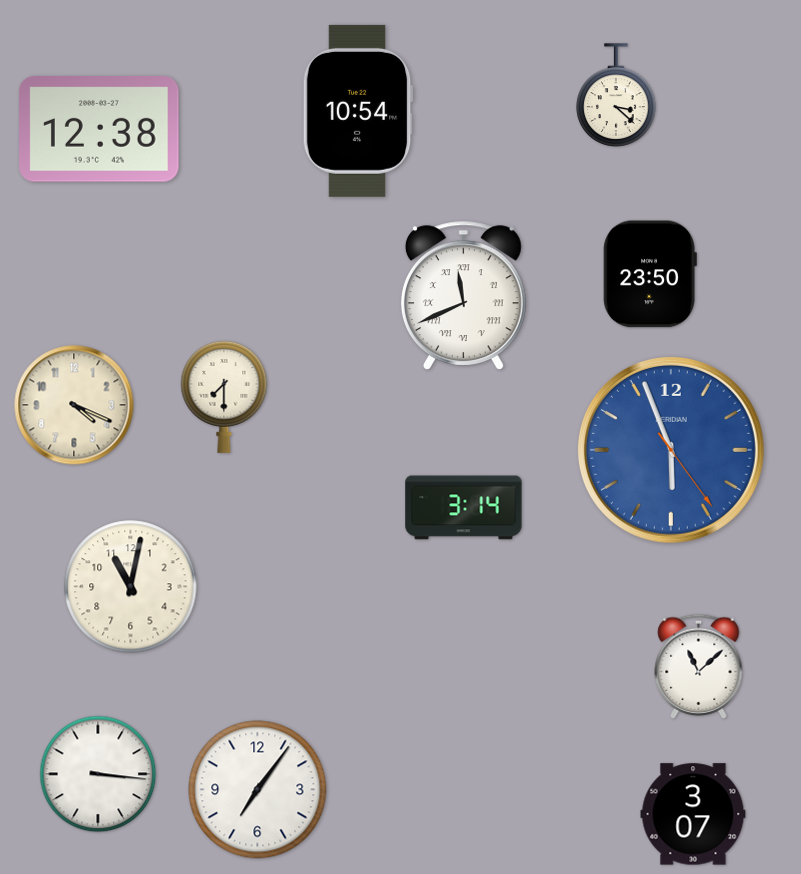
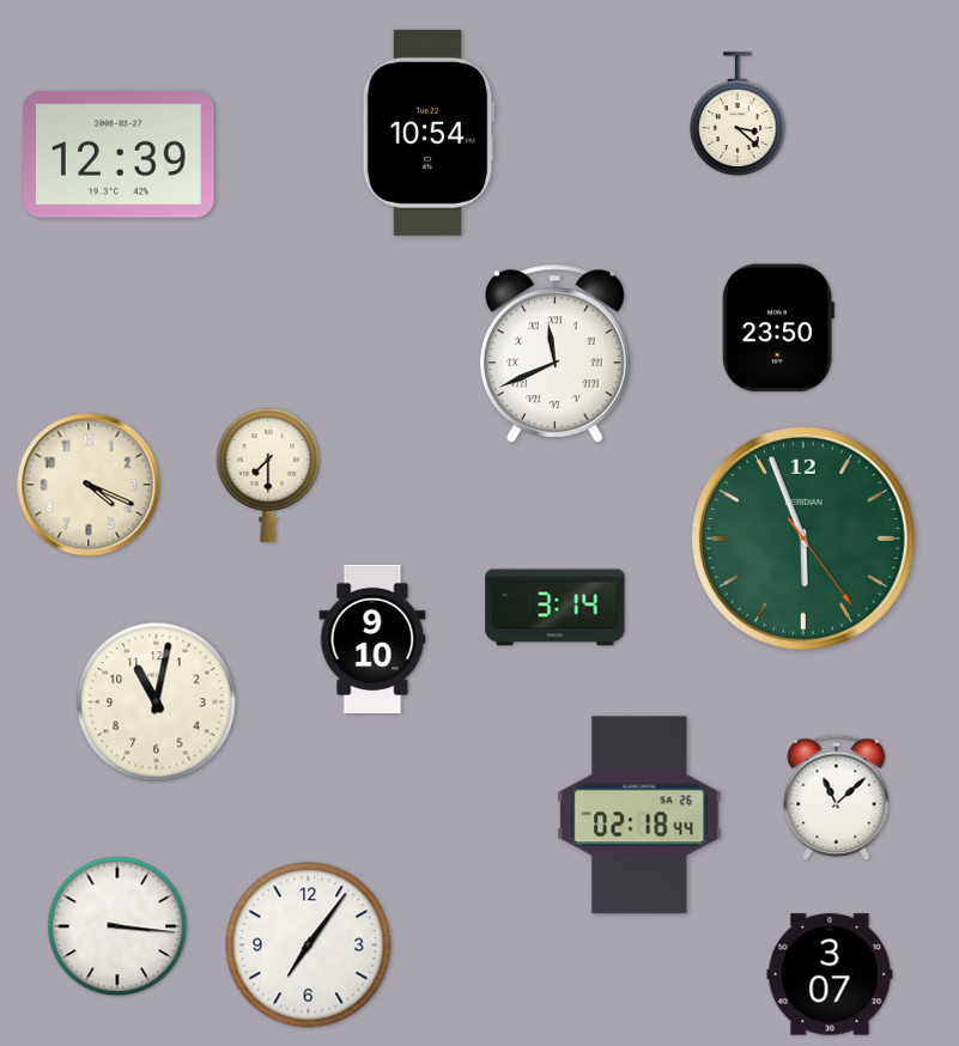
clock at (99, 130): 12:38 -> 12:39
clock at (671, 450) dial: blue -> green
clock at (372, 639): none -> 9:10
clock at (639, 815): none -> 02:18
